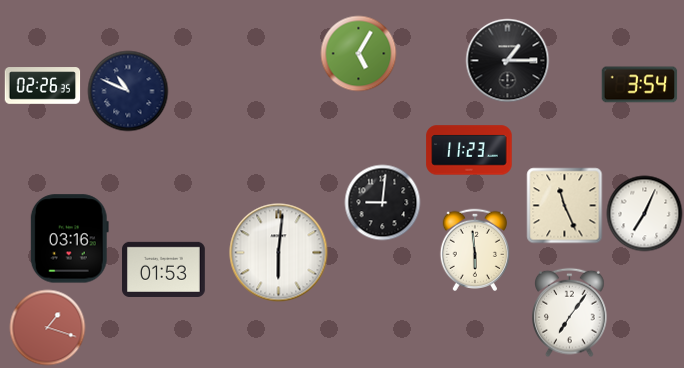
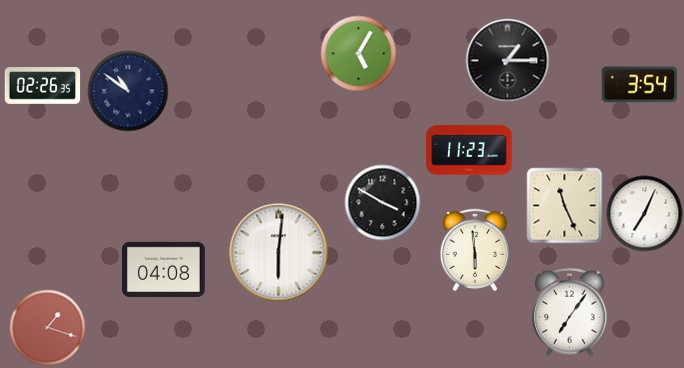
clock at (128, 91): 10:49 -> 10:51
clock at (383, 203): 9:01 -> 3:50
clock at (69, 239): 03:16 -> none
clock at (164, 269): 01:53 -> 04:08
